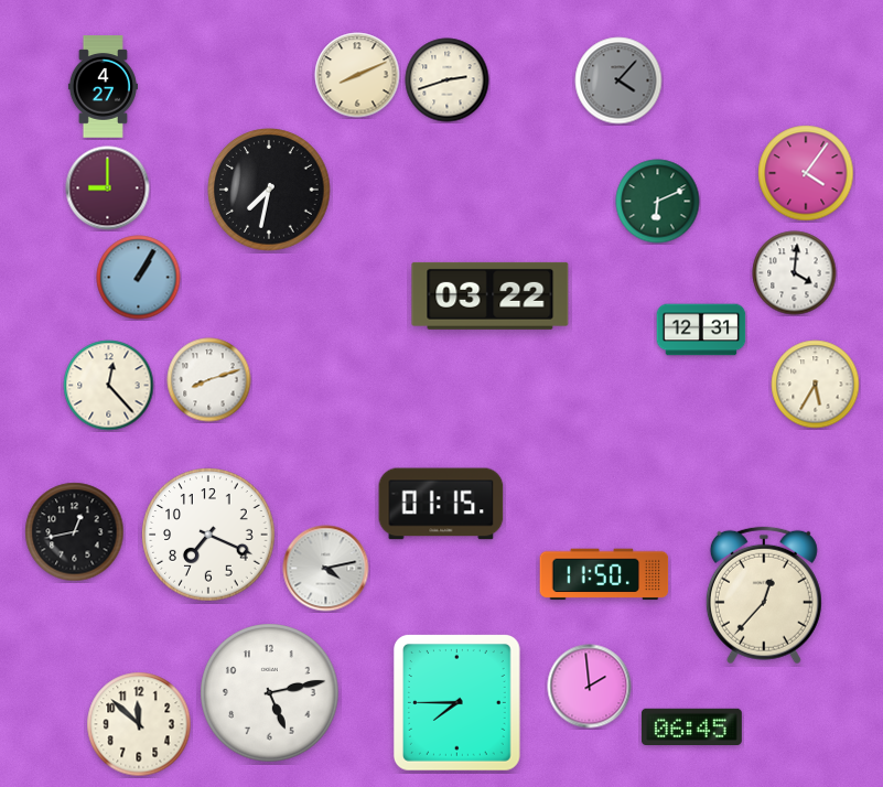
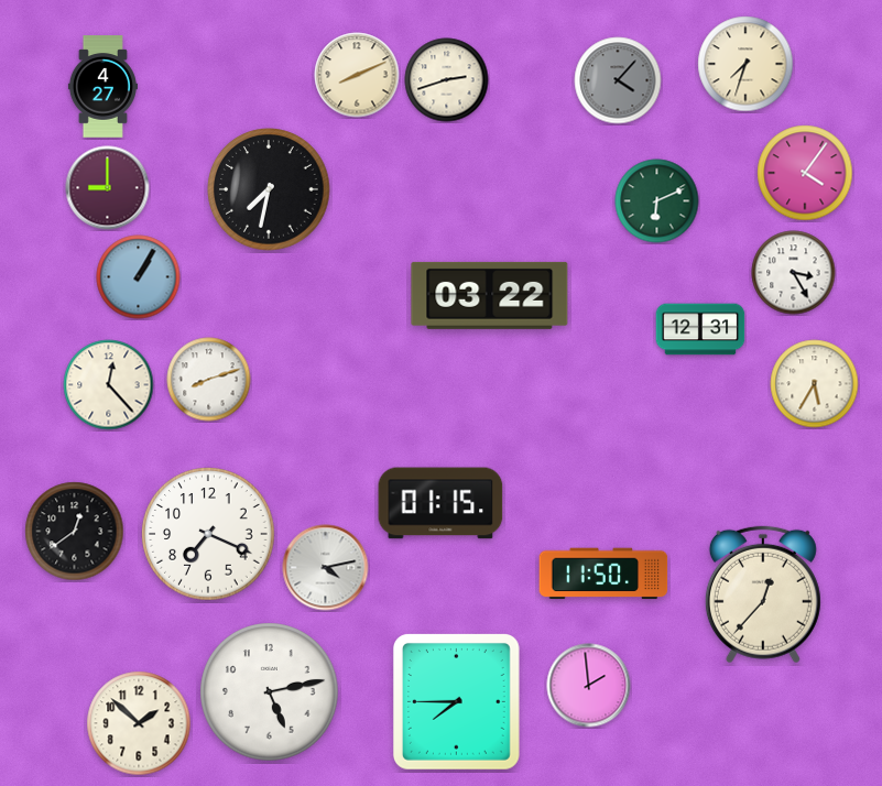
clock at (745, 64): none -> 7:33
clock at (795, 273): 4:01 -> 3:25
clock at (75, 532): 12:43 -> 12:39
clock at (139, 724): 11:52 -> 1:52
clock at (691, 726): 06:45 -> none
